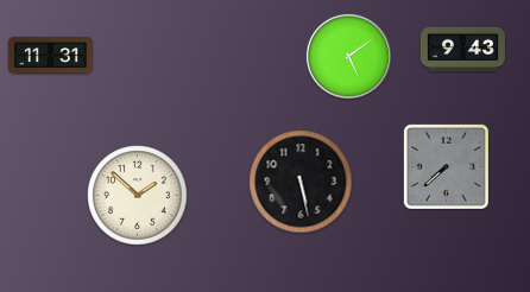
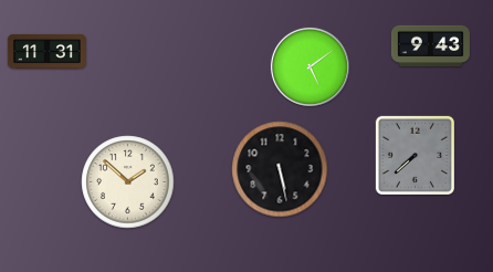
clock at (348, 56) position: (348, 56) -> (310, 66)
